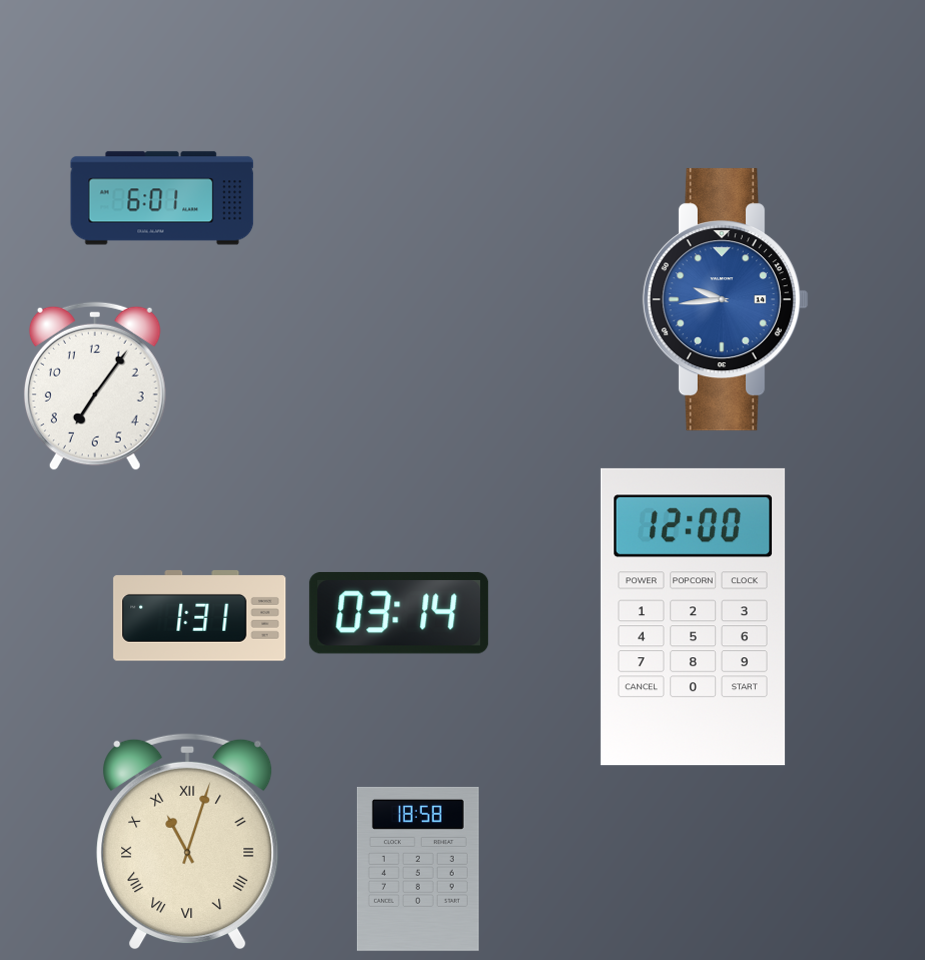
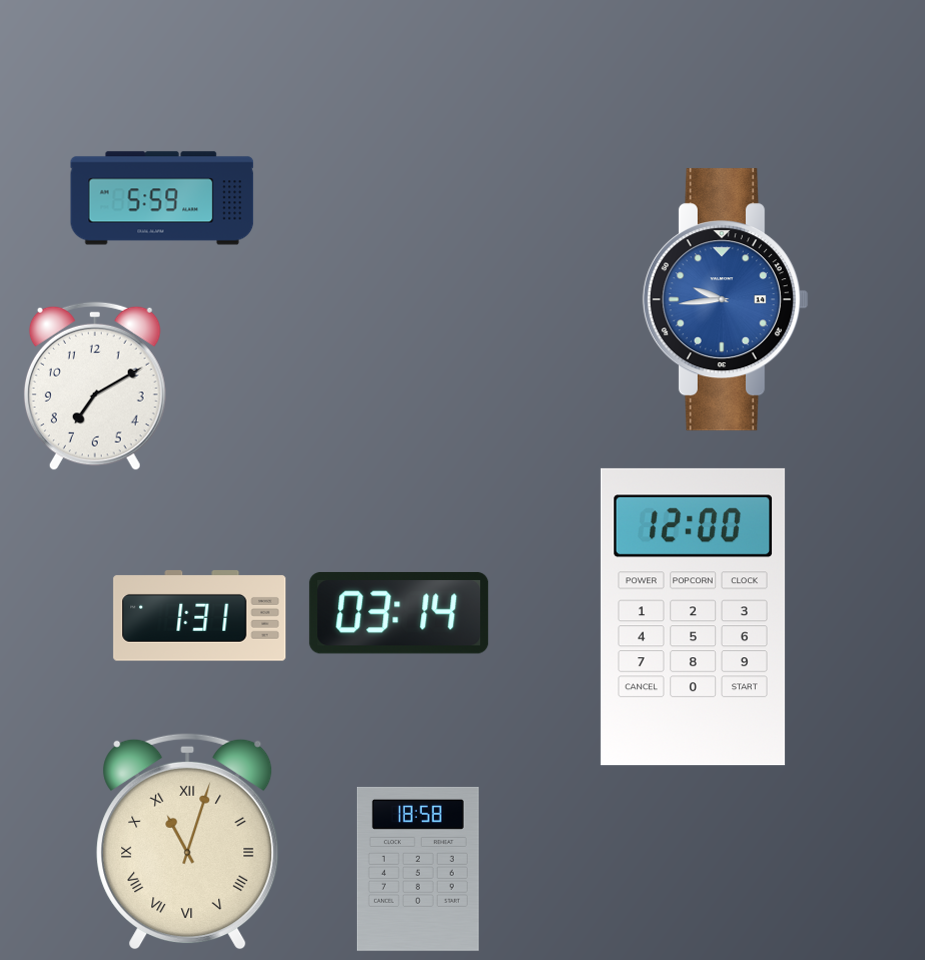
clock at (162, 198): 6:01 -> 5:59
clock at (95, 386): 7:06 -> 7:10
